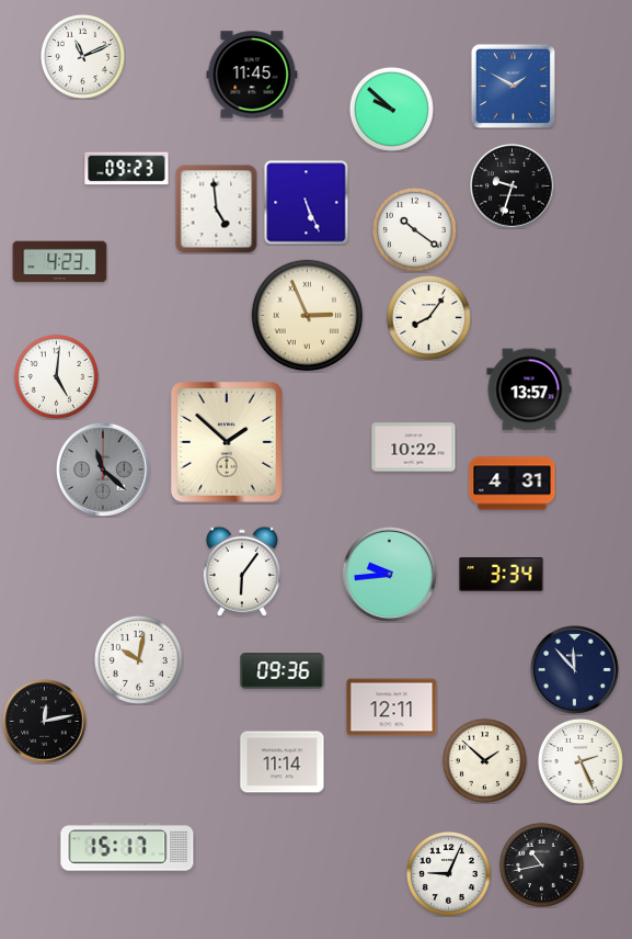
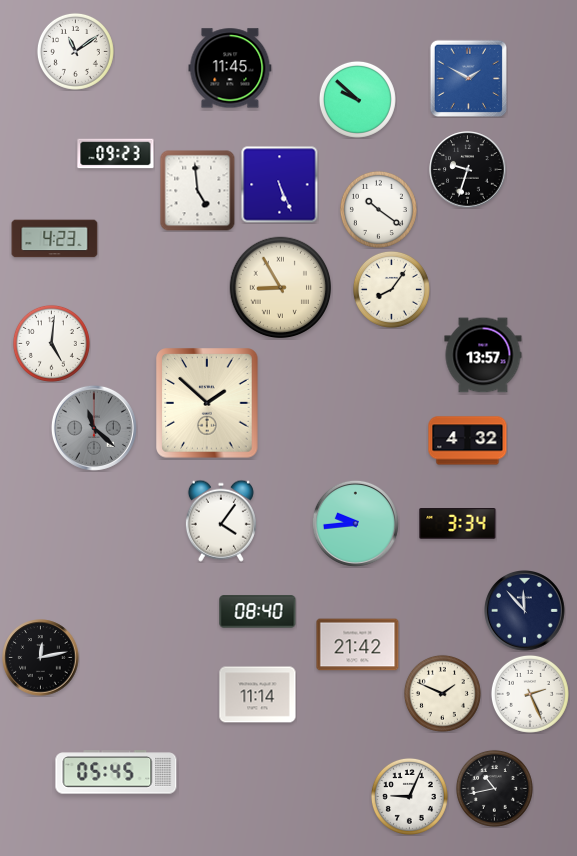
clock at (82, 56): 11:11 -> 11:09
clock at (308, 316): 2:56 -> 8:55
clock at (414, 448): 10:22 -> none
clock at (513, 484): 4:31 -> 4:32
clock at (242, 572): 6:06 -> 4:06
clock at (138, 659): 10:02 -> none
clock at (283, 671): 09:36 -> 08:40
clock at (392, 708): 12:11 -> 21:42
clock at (484, 760): 1:52 -> 1:49
clock at (127, 847): 15:17 -> 05:45
